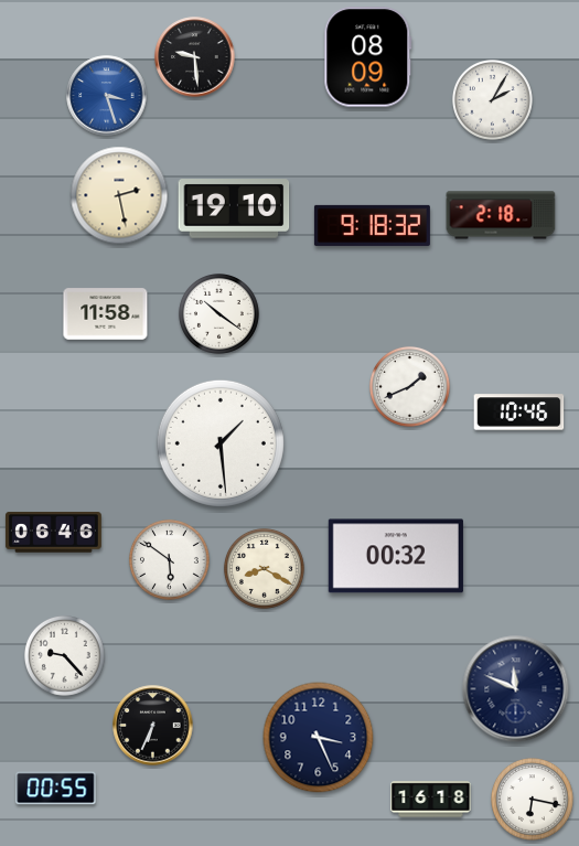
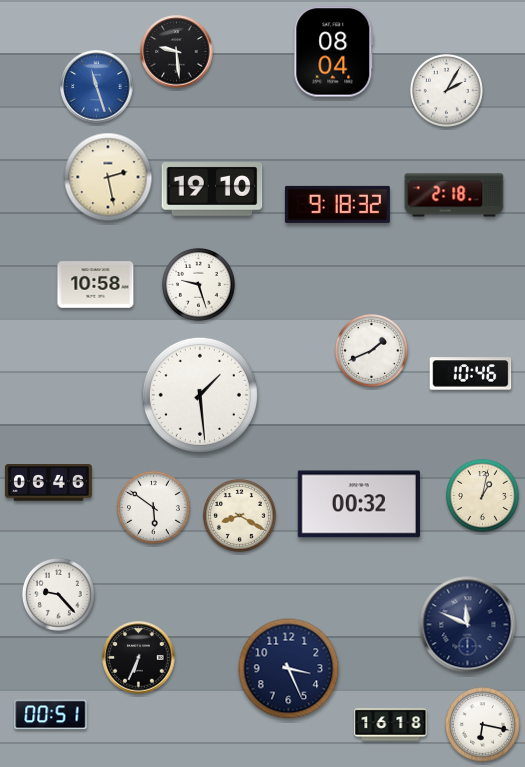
clock at (368, 57): 08:09 -> 08:04
clock at (107, 96): 3:27 -> 11:27
clock at (218, 313): 10:21 -> 9:27
clock at (106, 314): 11:58 -> 10:58
clock at (221, 443) position: (221, 443) -> (200, 395)
clock at (482, 495): none -> 1:02
clock at (56, 789): 00:55 -> 00:51
